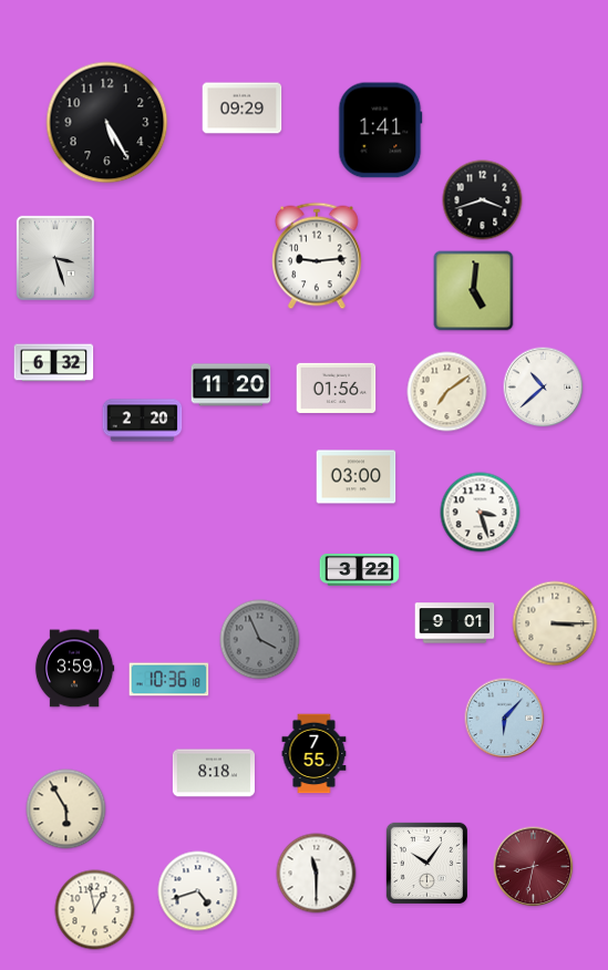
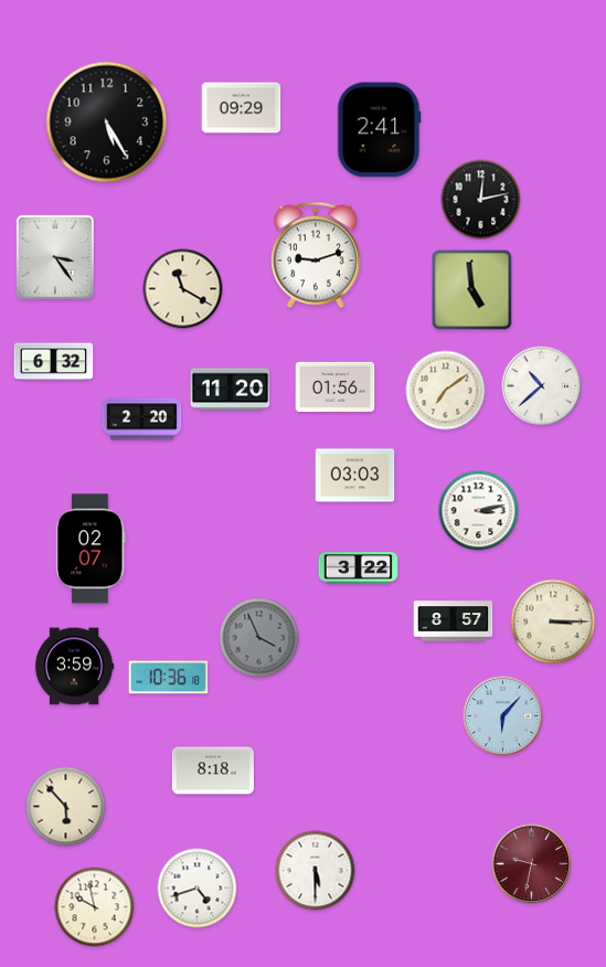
clock at (381, 131): 1:41 -> 2:41
clock at (483, 200): 3:42 -> 12:13
clock at (318, 256): 9:14 -> 9:12
clock at (55, 258): 3:27 -> 3:24
clock at (183, 289): none -> 11:20
clock at (474, 291): 5:01 -> 4:59
clock at (231, 385) position: (231, 385) -> (231, 390)
clock at (357, 477): 03:00 -> 03:03
clock at (481, 513): 3:27 -> 3:13
clock at (91, 549): none -> 02:07
clock at (455, 623): 9:01 -> 8:57
clock at (315, 754): 7:55 -> none
clock at (66, 809): 5:55 -> 5:53
clock at (426, 863): 10:06 -> none
clock at (534, 867): 8:32 -> 9:32
clock at (317, 874): 11:30 -> 5:30
clock at (95, 910): 12:58 -> 9:58
